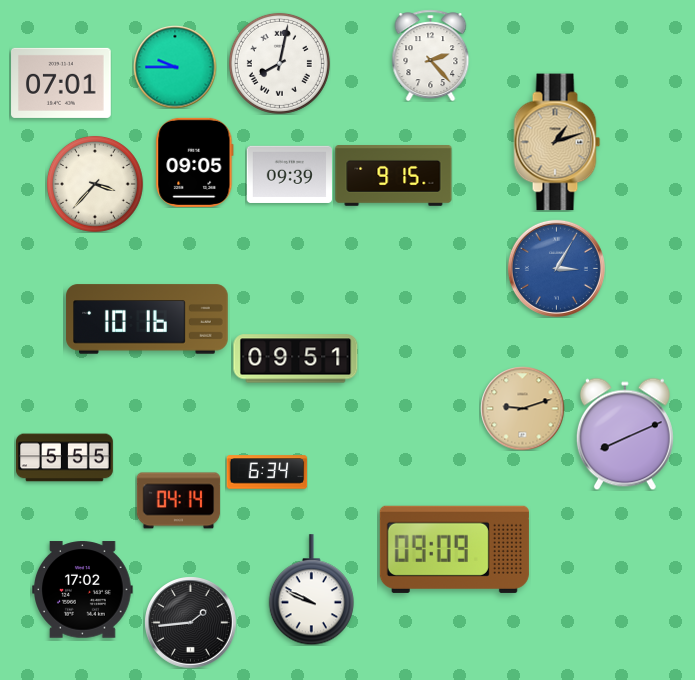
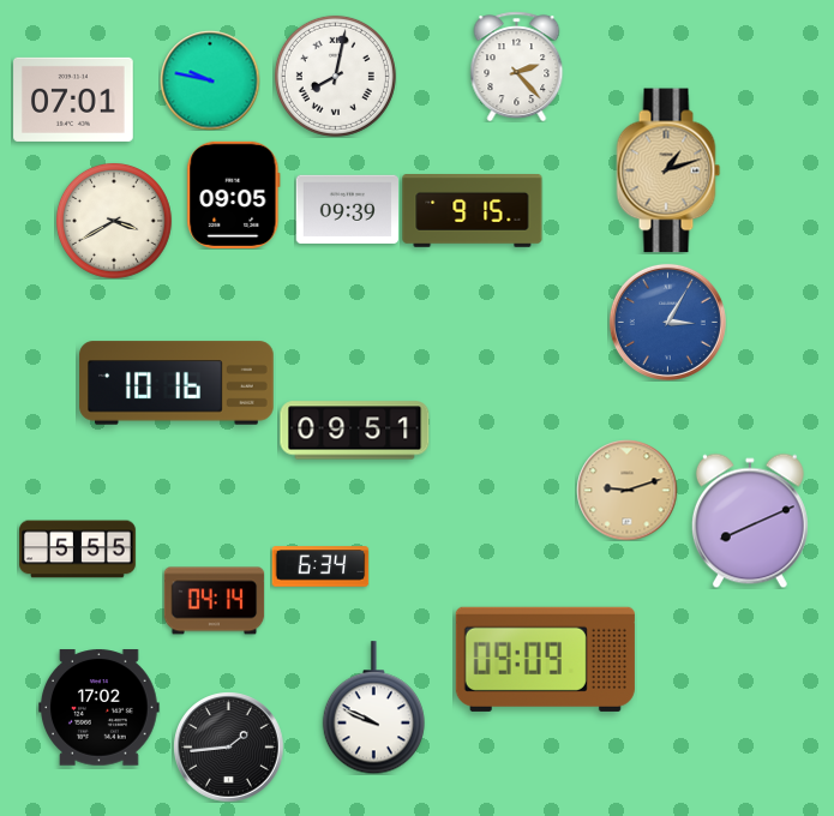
clock at (175, 67): 9:45 -> 9:47
clock at (95, 184): 3:37 -> 3:40
